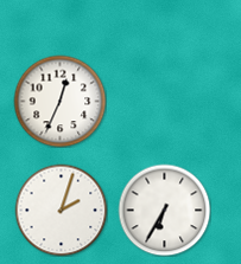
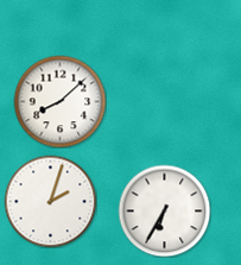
clock at (59, 101): 12:34 -> 8:08
clock at (61, 210) position: (61, 210) -> (50, 201)
